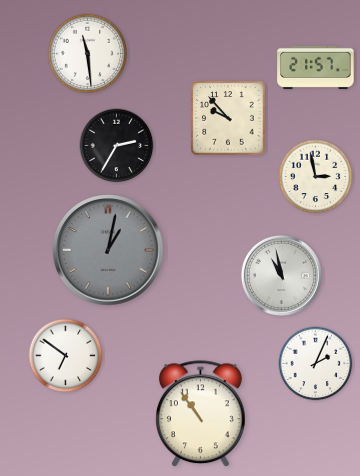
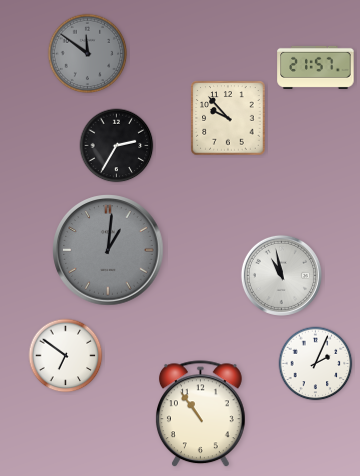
clock at (88, 54): 11:29 -> 11:51
clock at (88, 54) dial: white -> grey
clock at (316, 177): 2:58 -> none
clock at (108, 250): 1:02 -> 1:01
